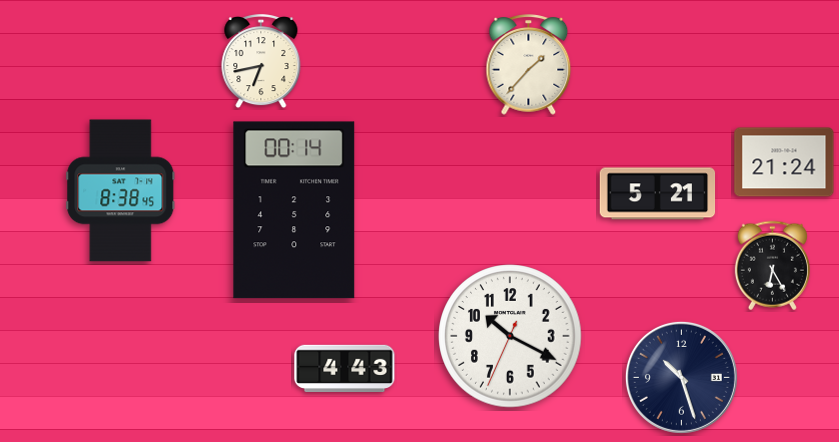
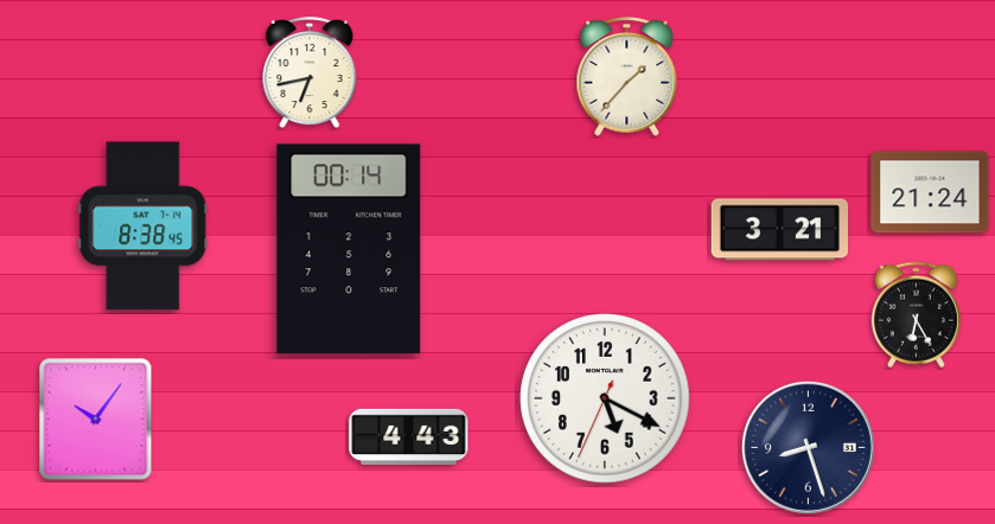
clock at (658, 194): 5:21 -> 3:21
clock at (510, 336): 10:19 -> 5:19
clock at (96, 420): none -> 10:06
clock at (681, 377): 10:27 -> 8:27
